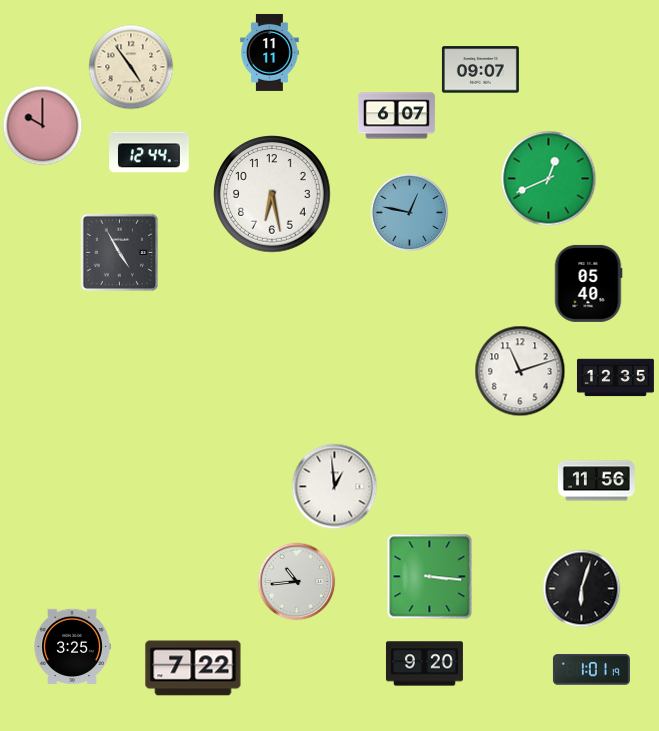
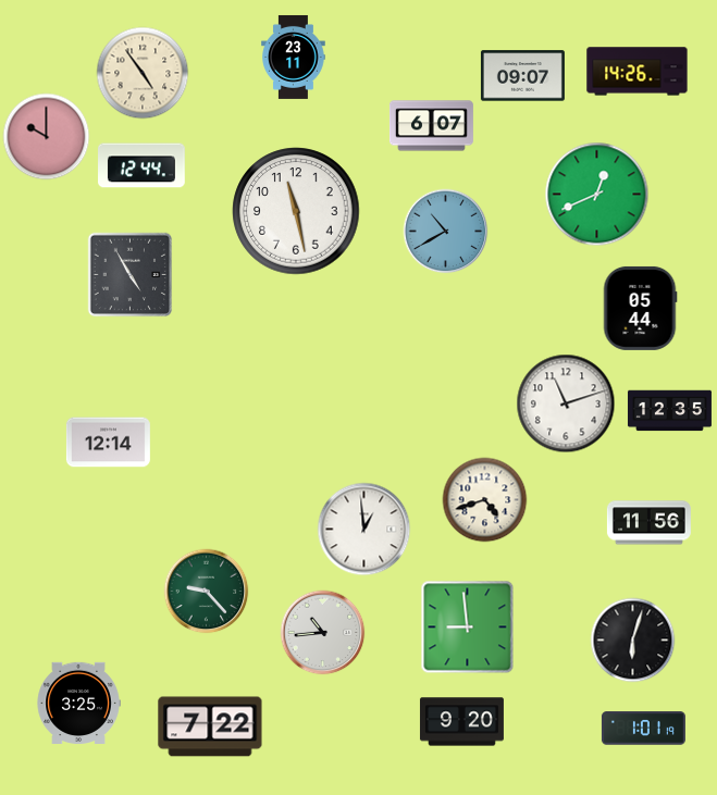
clock at (270, 52): 11:11 -> 23:11
clock at (638, 72): none -> 14:26
clock at (150, 152) position: (150, 152) -> (143, 165)
clock at (272, 194): 6:28 -> 11:28
clock at (409, 212): 12:47 -> 10:40
clock at (588, 283): 05:40 -> 05:44
clock at (108, 443): none -> 12:14
clock at (484, 499): none -> 4:42
clock at (206, 591): none -> 9:23
clock at (429, 576): 3:16 -> 8:59
